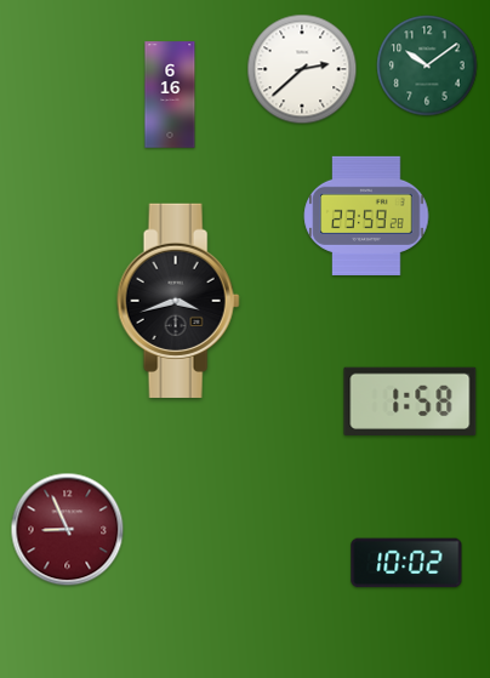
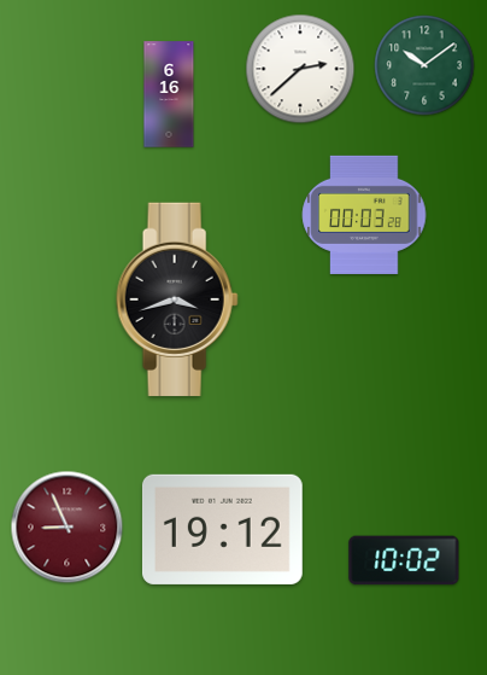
clock at (366, 216): 23:59 -> 00:03
clock at (410, 401): 1:58 -> none
clock at (222, 529): none -> 19:12
